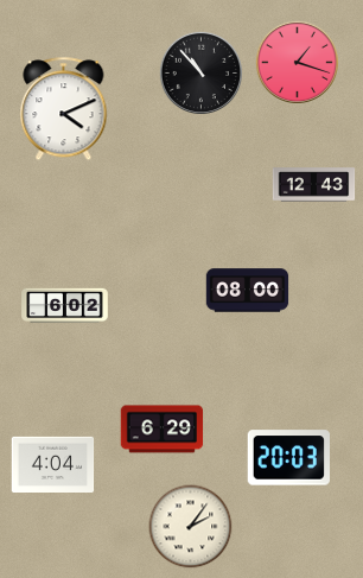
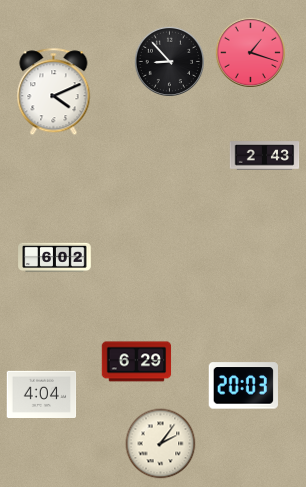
clock at (200, 72): 10:53 -> 8:53
clock at (314, 185): 12:43 -> 2:43
clock at (248, 291): 08:00 -> none
clock at (53, 464) position: (53, 464) -> (42, 394)
